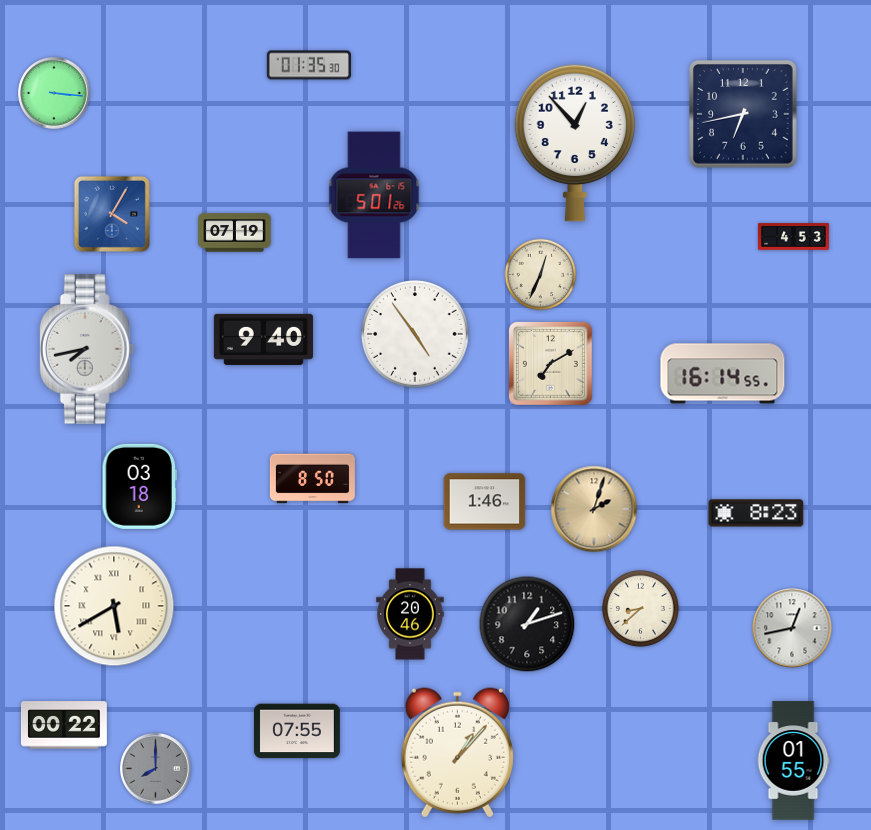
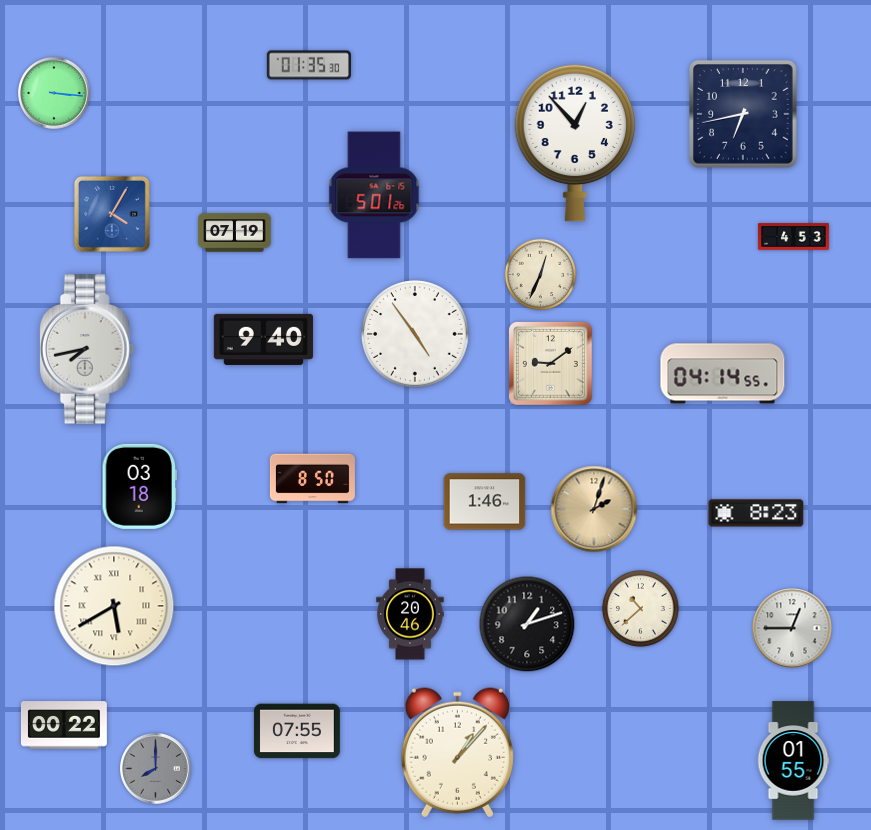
clock at (551, 364): 7:10 -> 9:09
clock at (723, 374): 16:14 -> 04:14
clock at (641, 609): 8:38 -> 10:38
clock at (792, 628): 12:43 -> 12:45
